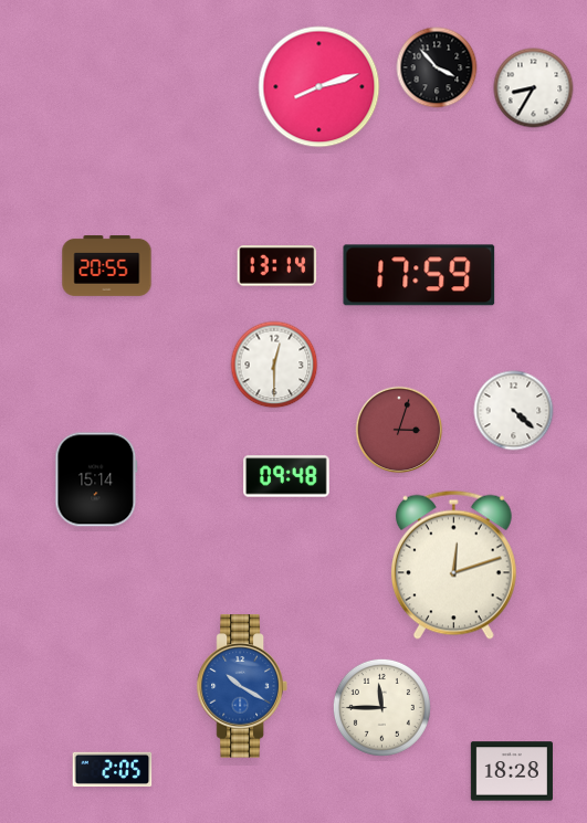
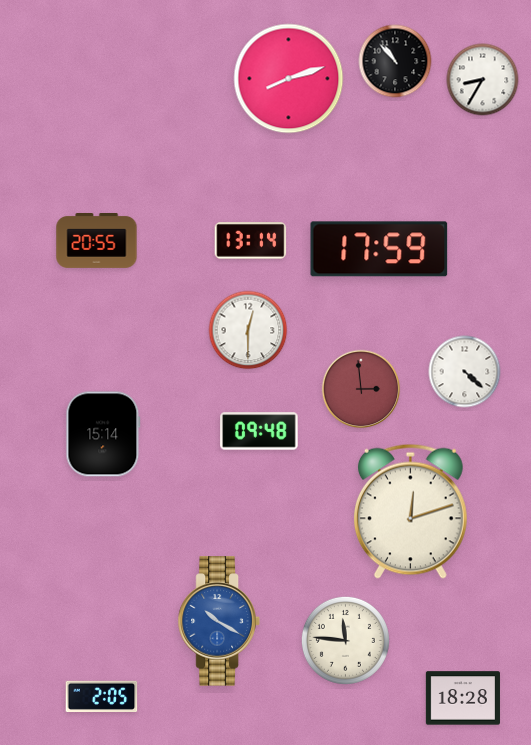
clock at (437, 67): 3:53 -> 10:53
clock at (399, 430): 3:03 -> 2:59
clock at (96, 479) position: (96, 479) -> (103, 434)
clock at (381, 707): 11:45 -> 11:46
